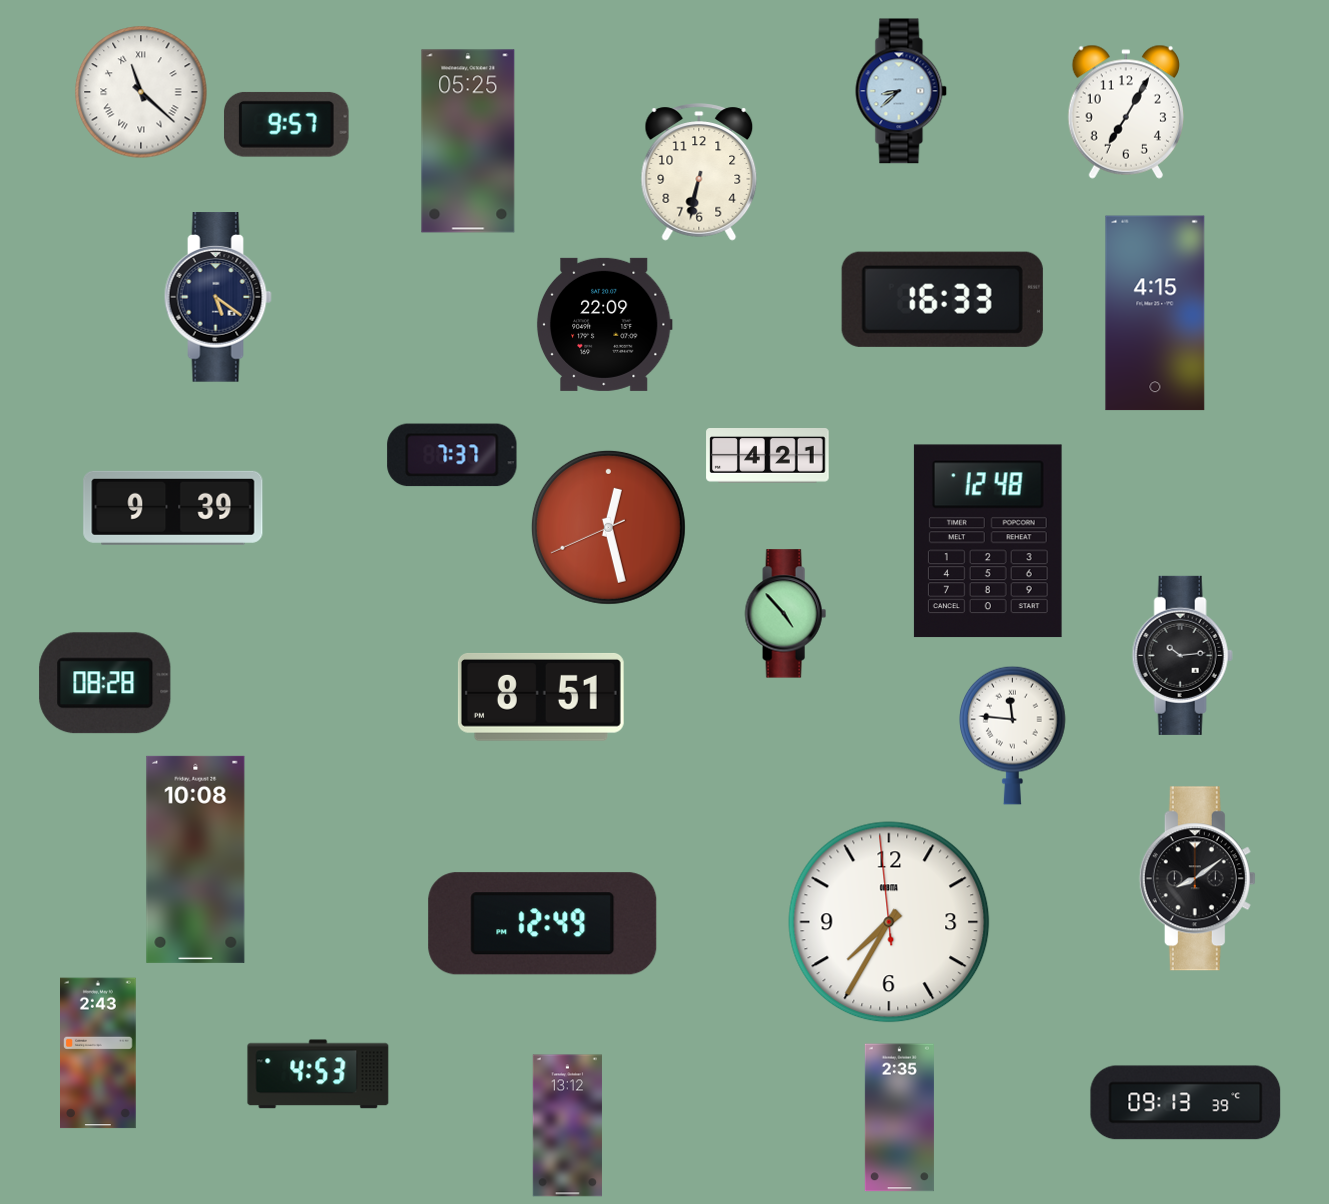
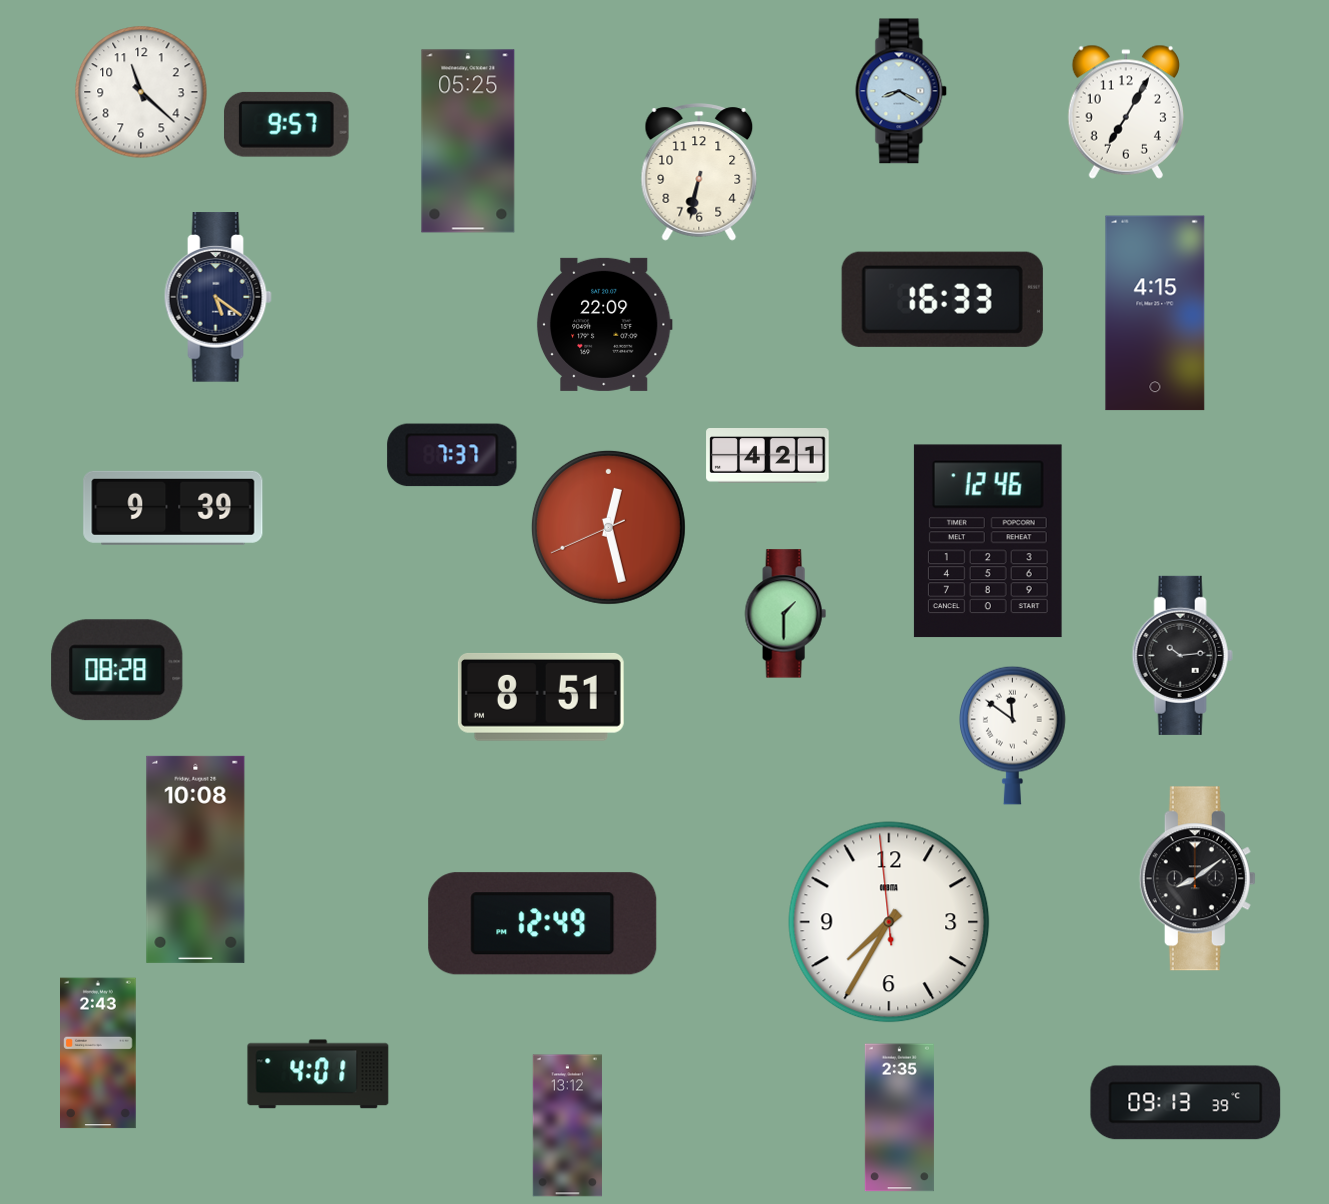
clock at (901, 91): 8:38 -> 8:20
clock at (141, 92) numerals: Roman -> Arabic
clock at (988, 541): 12:48 -> 12:46
clock at (785, 614): 4:53 -> 1:30
clock at (105, 683) position: (105, 683) -> (117, 670)
clock at (1013, 735): 11:46 -> 11:51
clock at (318, 1074): 4:53 -> 4:01
